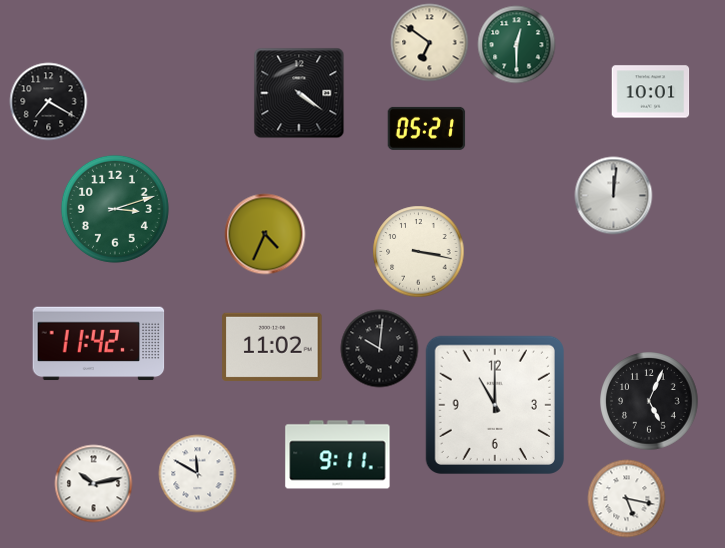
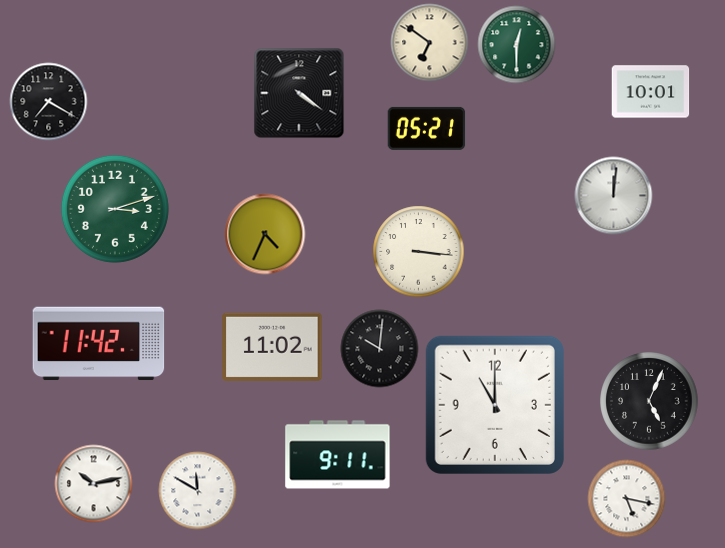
clock at (418, 251): 3:17 -> 3:16
clock at (197, 473) position: (197, 473) -> (197, 490)
